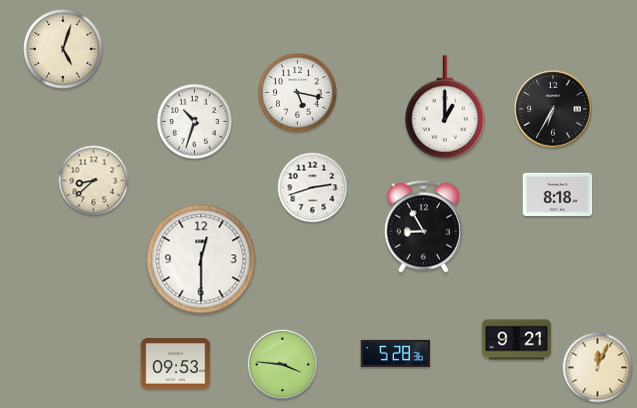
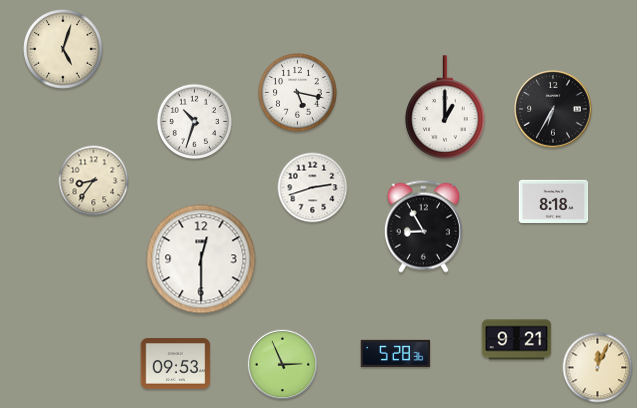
clock at (94, 181): 8:38 -> 8:36
clock at (558, 194) position: (558, 194) -> (554, 201)
clock at (283, 365): 3:46 -> 2:56
